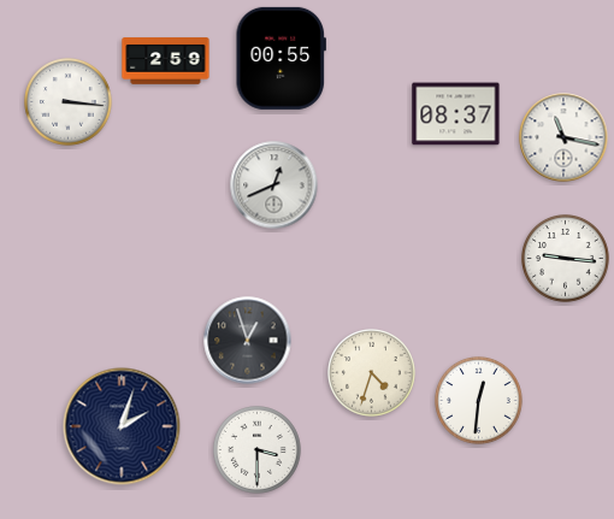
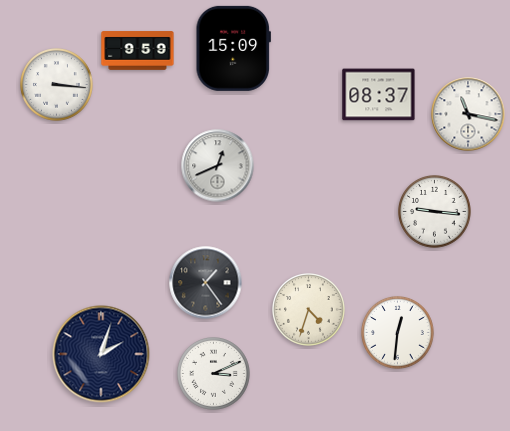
clock at (281, 58): 00:55 -> 15:09
clock at (166, 61): 2:59 -> 9:59
clock at (274, 185) position: (274, 185) -> (218, 166)
clock at (566, 259) position: (566, 259) -> (435, 212)
clock at (248, 341): 12:57 -> 1:24
clock at (258, 450): 3:30 -> 3:11
